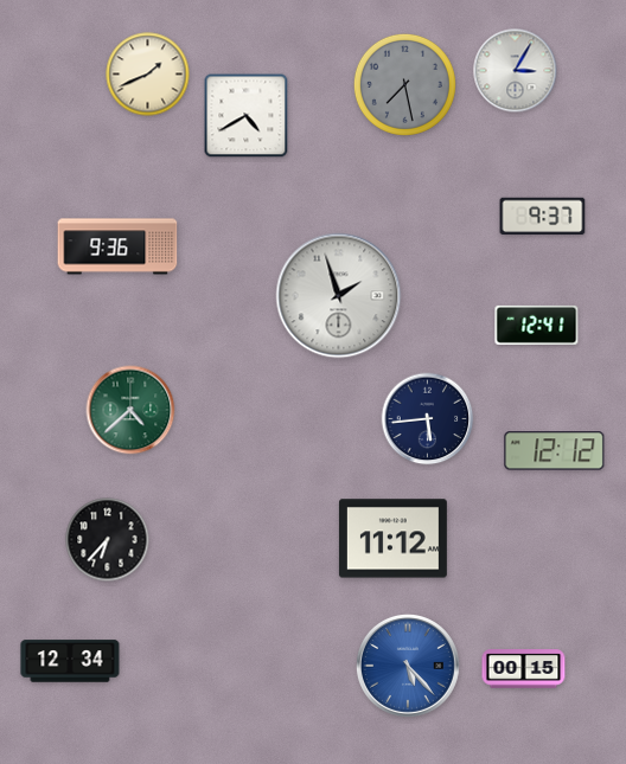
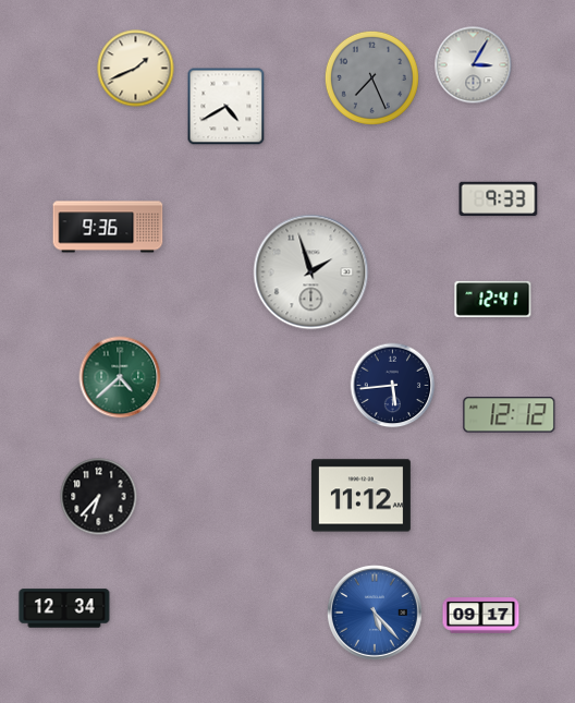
clock at (404, 84): 7:28 -> 7:26
clock at (543, 217): 9:37 -> 9:33
clock at (524, 669): 00:15 -> 09:17
